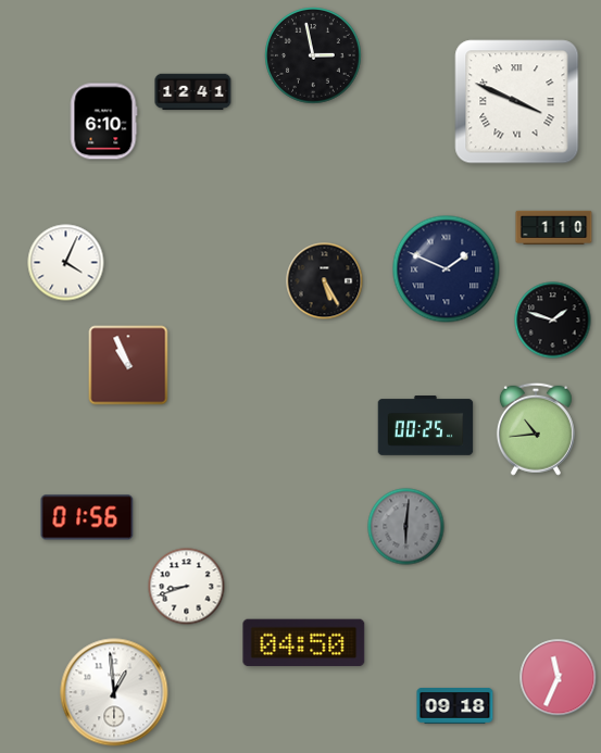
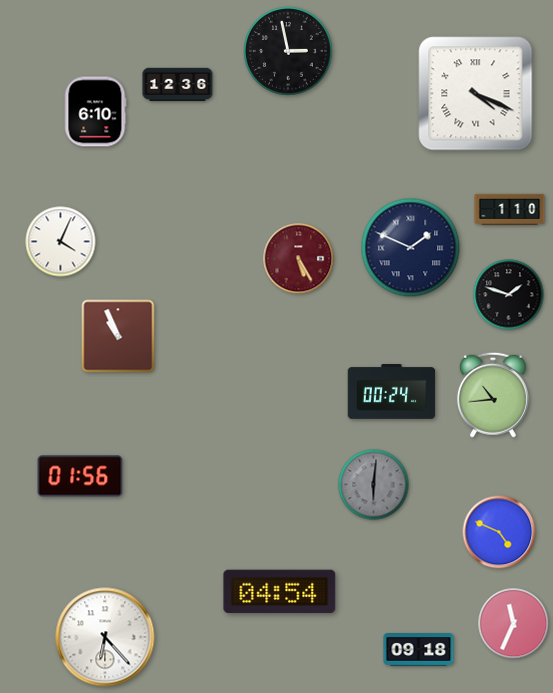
clock at (193, 92): 12:41 -> 12:36
clock at (517, 102): 3:49 -> 4:19
clock at (325, 281) dial: black -> burgundy
clock at (426, 426): 00:25 -> 00:24
clock at (499, 532): none -> 4:49
clock at (187, 587): 8:42 -> none
clock at (304, 643): 04:50 -> 04:54
clock at (114, 692): 12:59 -> 6:23
